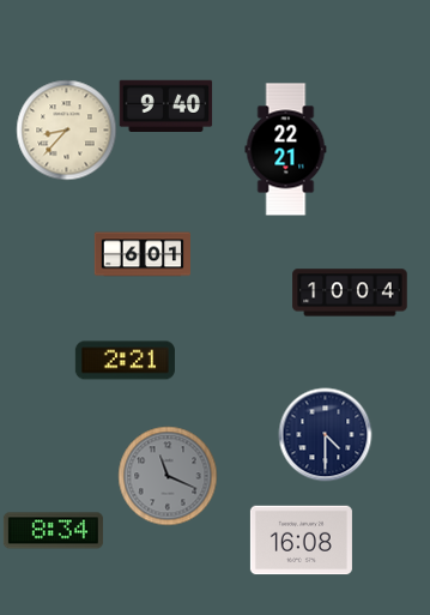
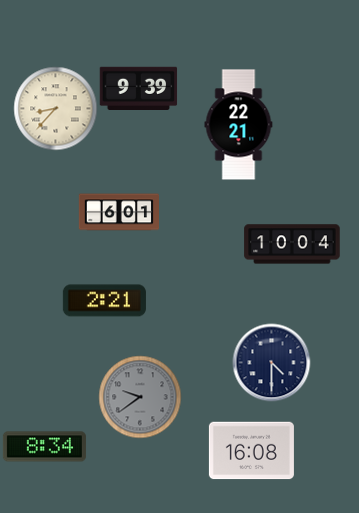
clock at (165, 105): 9:40 -> 9:39
clock at (168, 476): 11:19 -> 9:39
clock at (53, 531) position: (53, 531) -> (44, 447)
